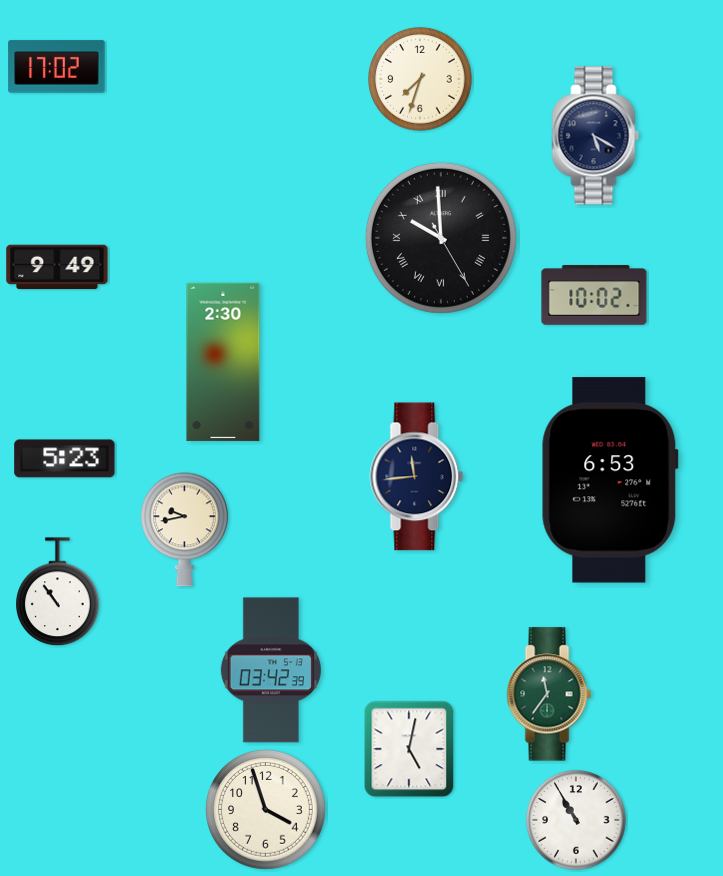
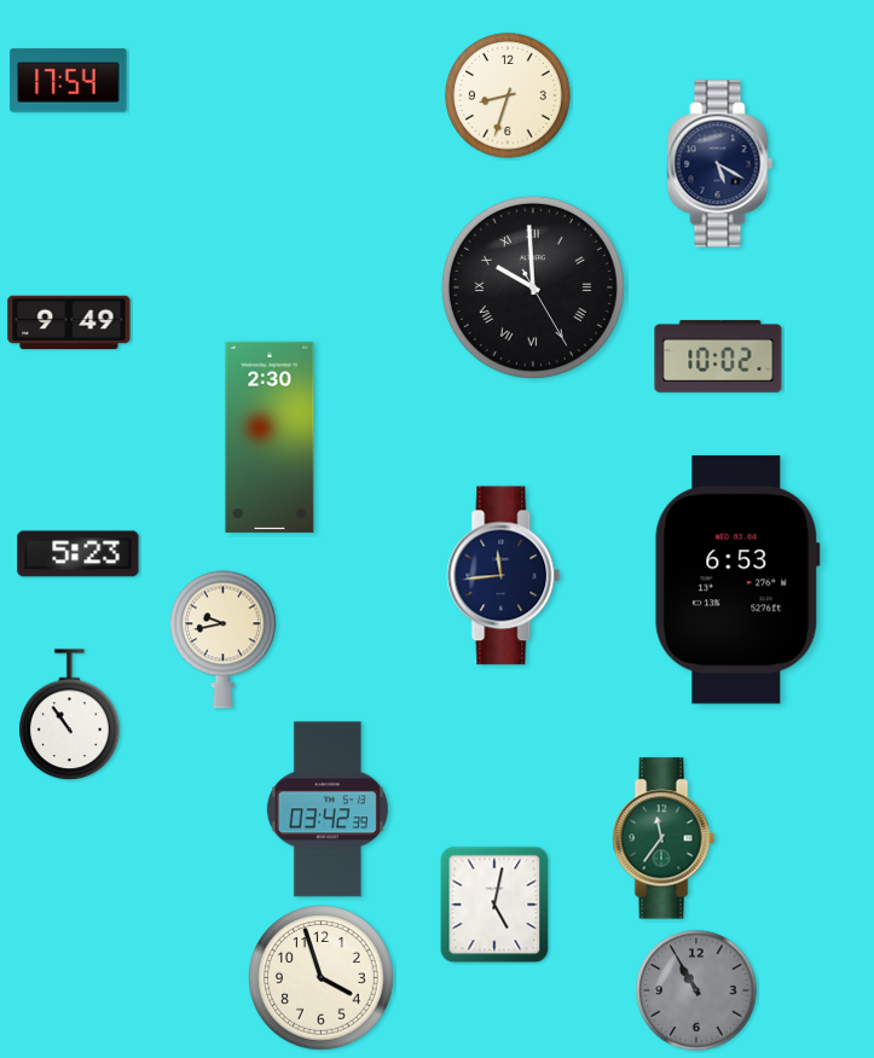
clock at (57, 67): 17:02 -> 17:54
clock at (420, 79): 7:33 -> 8:33
clock at (576, 820) dial: white -> grey
